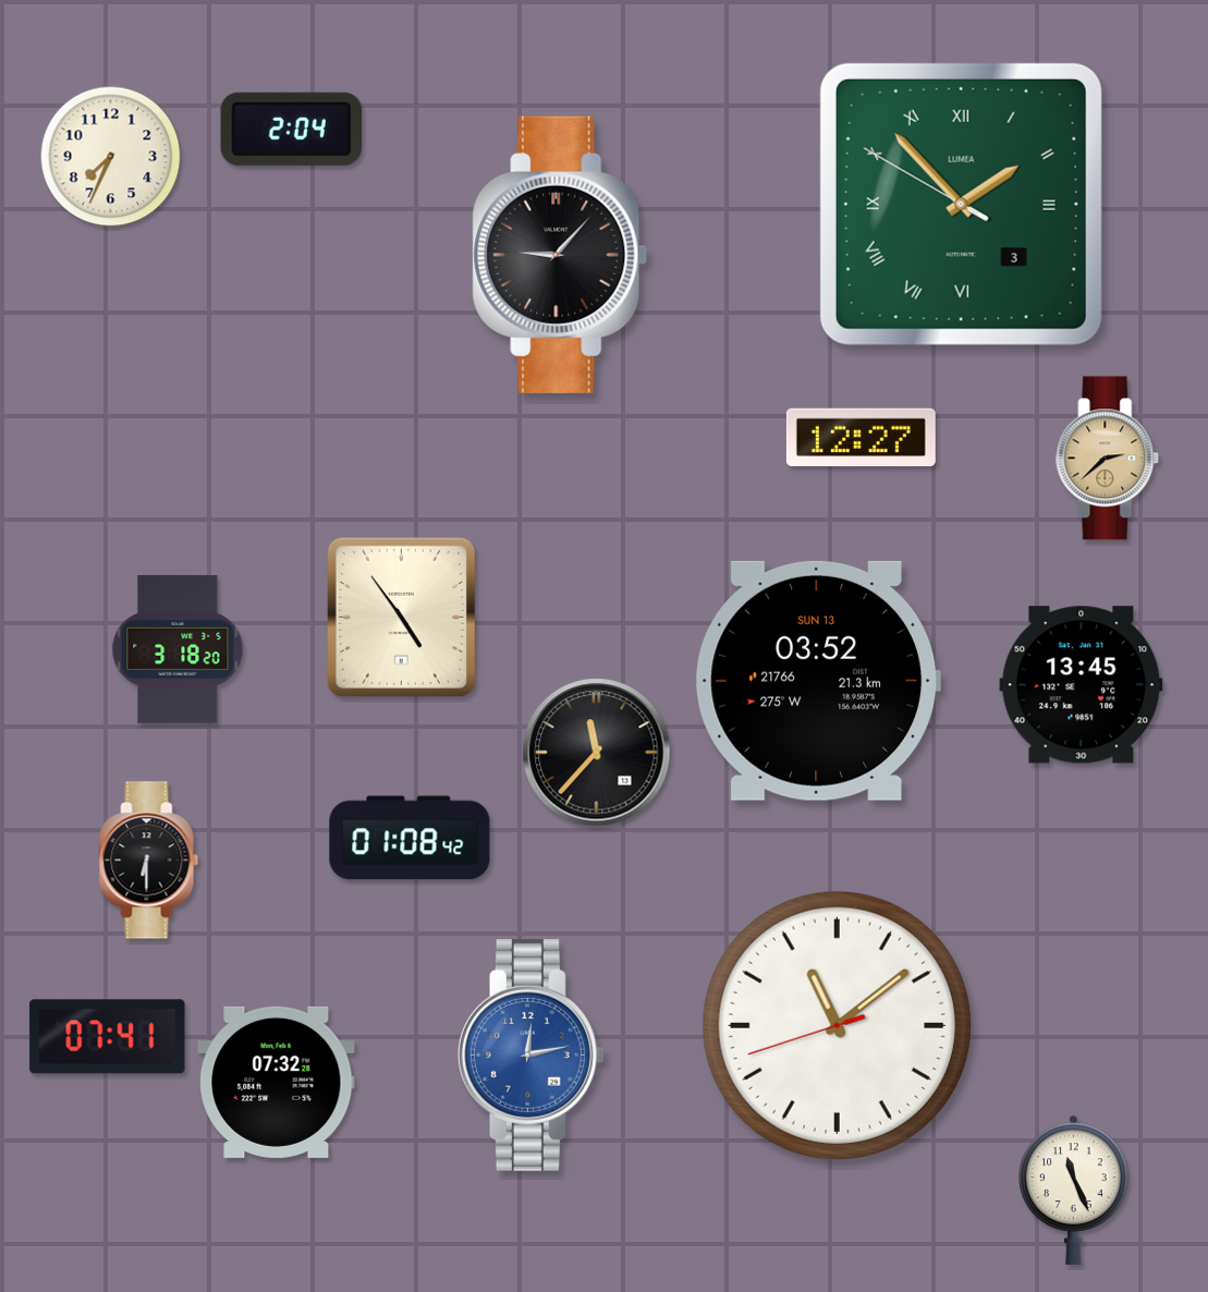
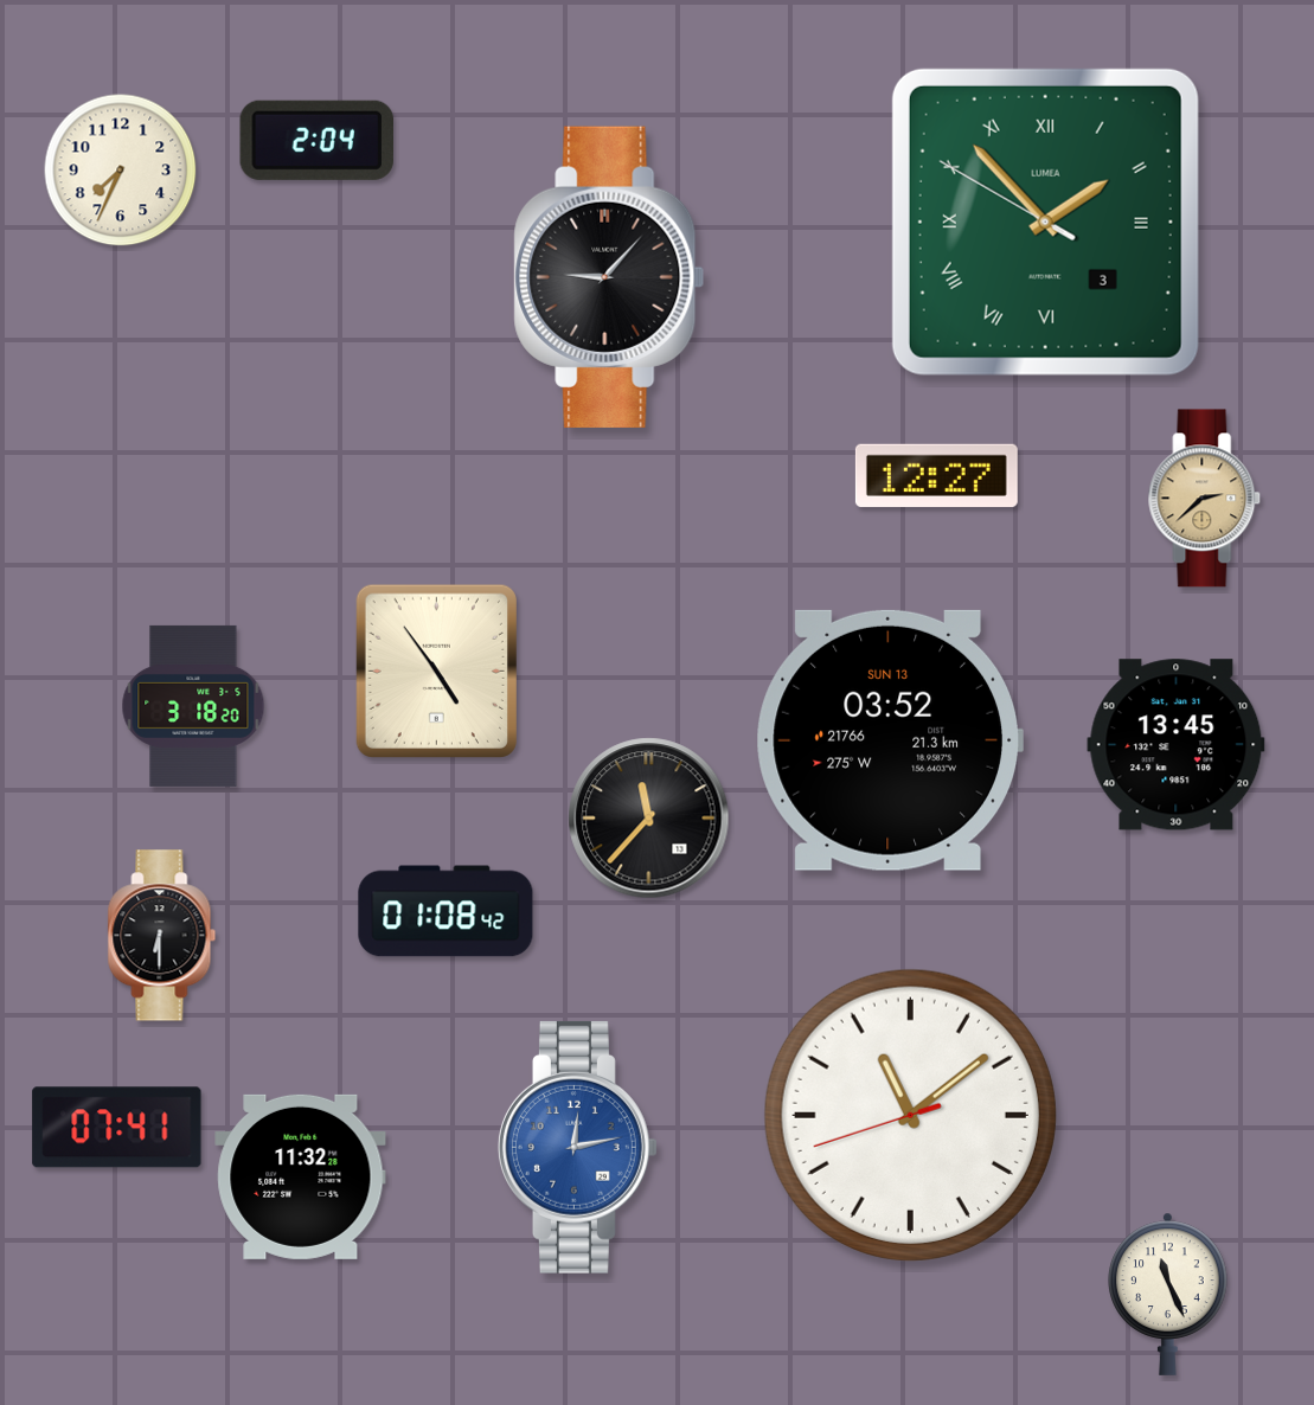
clock at (277, 1082): 07:32 -> 11:32
